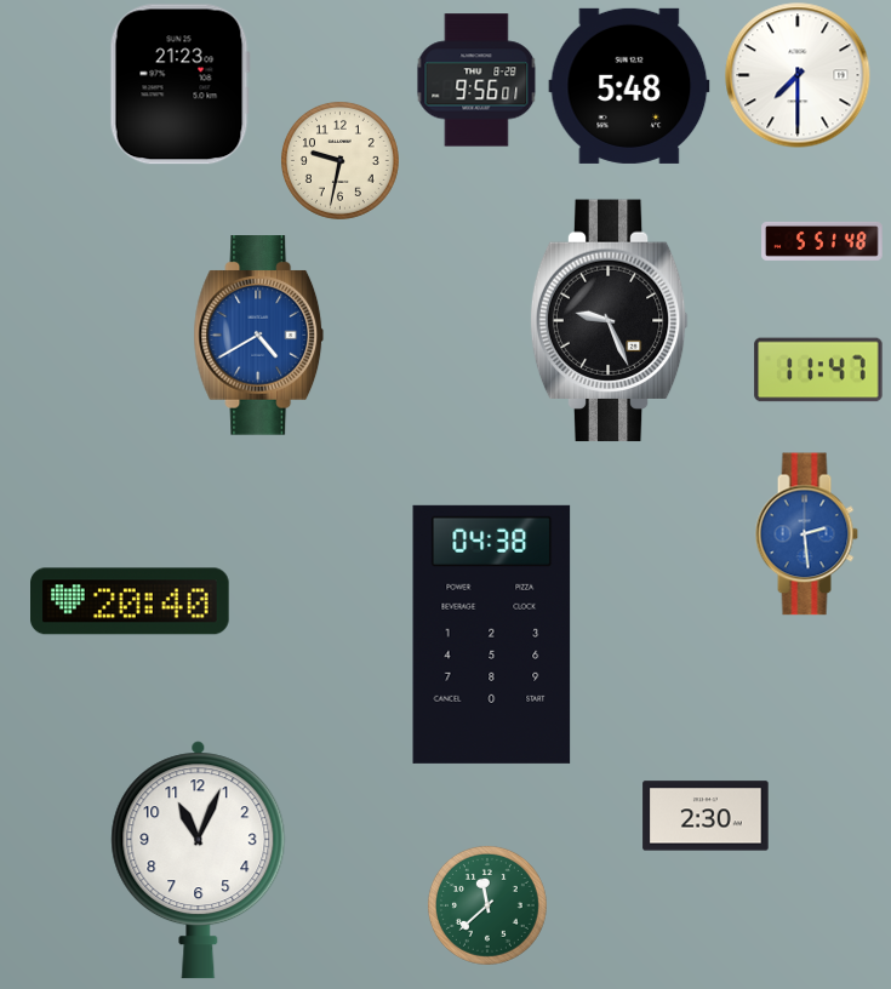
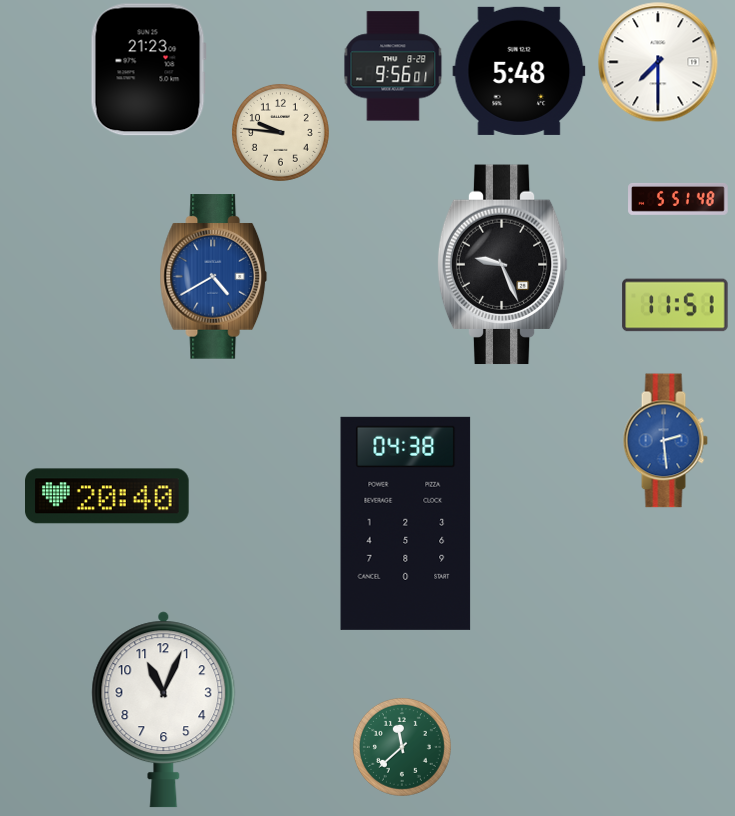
clock at (339, 160): 9:32 -> 9:46
clock at (818, 370): 11:47 -> 11:51
clock at (706, 816): 2:30 -> none
